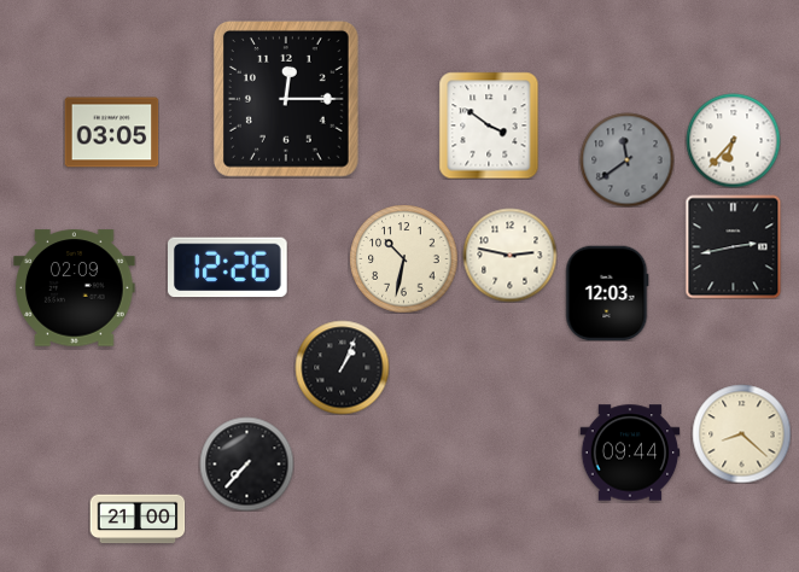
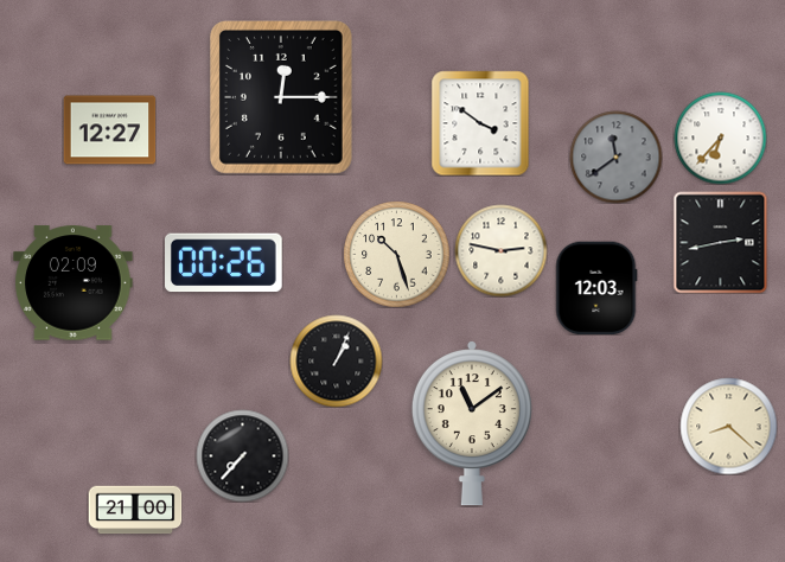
clock at (111, 133): 03:05 -> 12:27
clock at (403, 258): 10:32 -> 10:27
clock at (228, 268): 12:26 -> 00:26
clock at (472, 423): none -> 11:09
clock at (630, 453): 09:44 -> none
